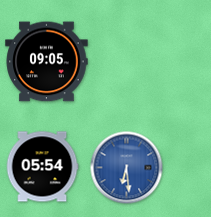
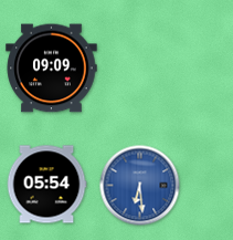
clock at (47, 62): 09:05 -> 09:09
